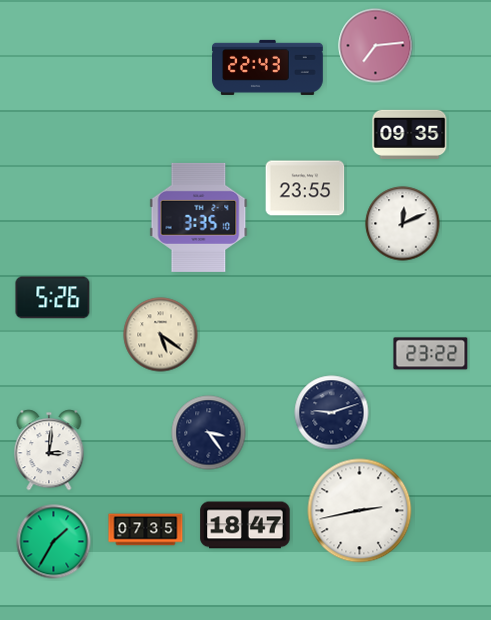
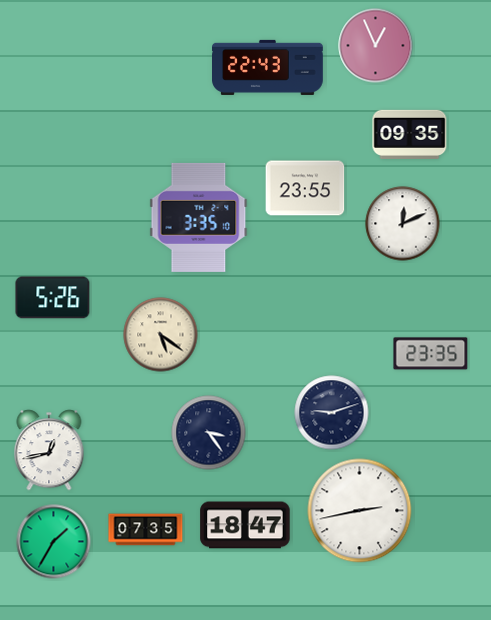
clock at (376, 46): 7:14 -> 12:56
clock at (431, 354): 23:22 -> 23:35
clock at (49, 450): 3:01 -> 12:43
